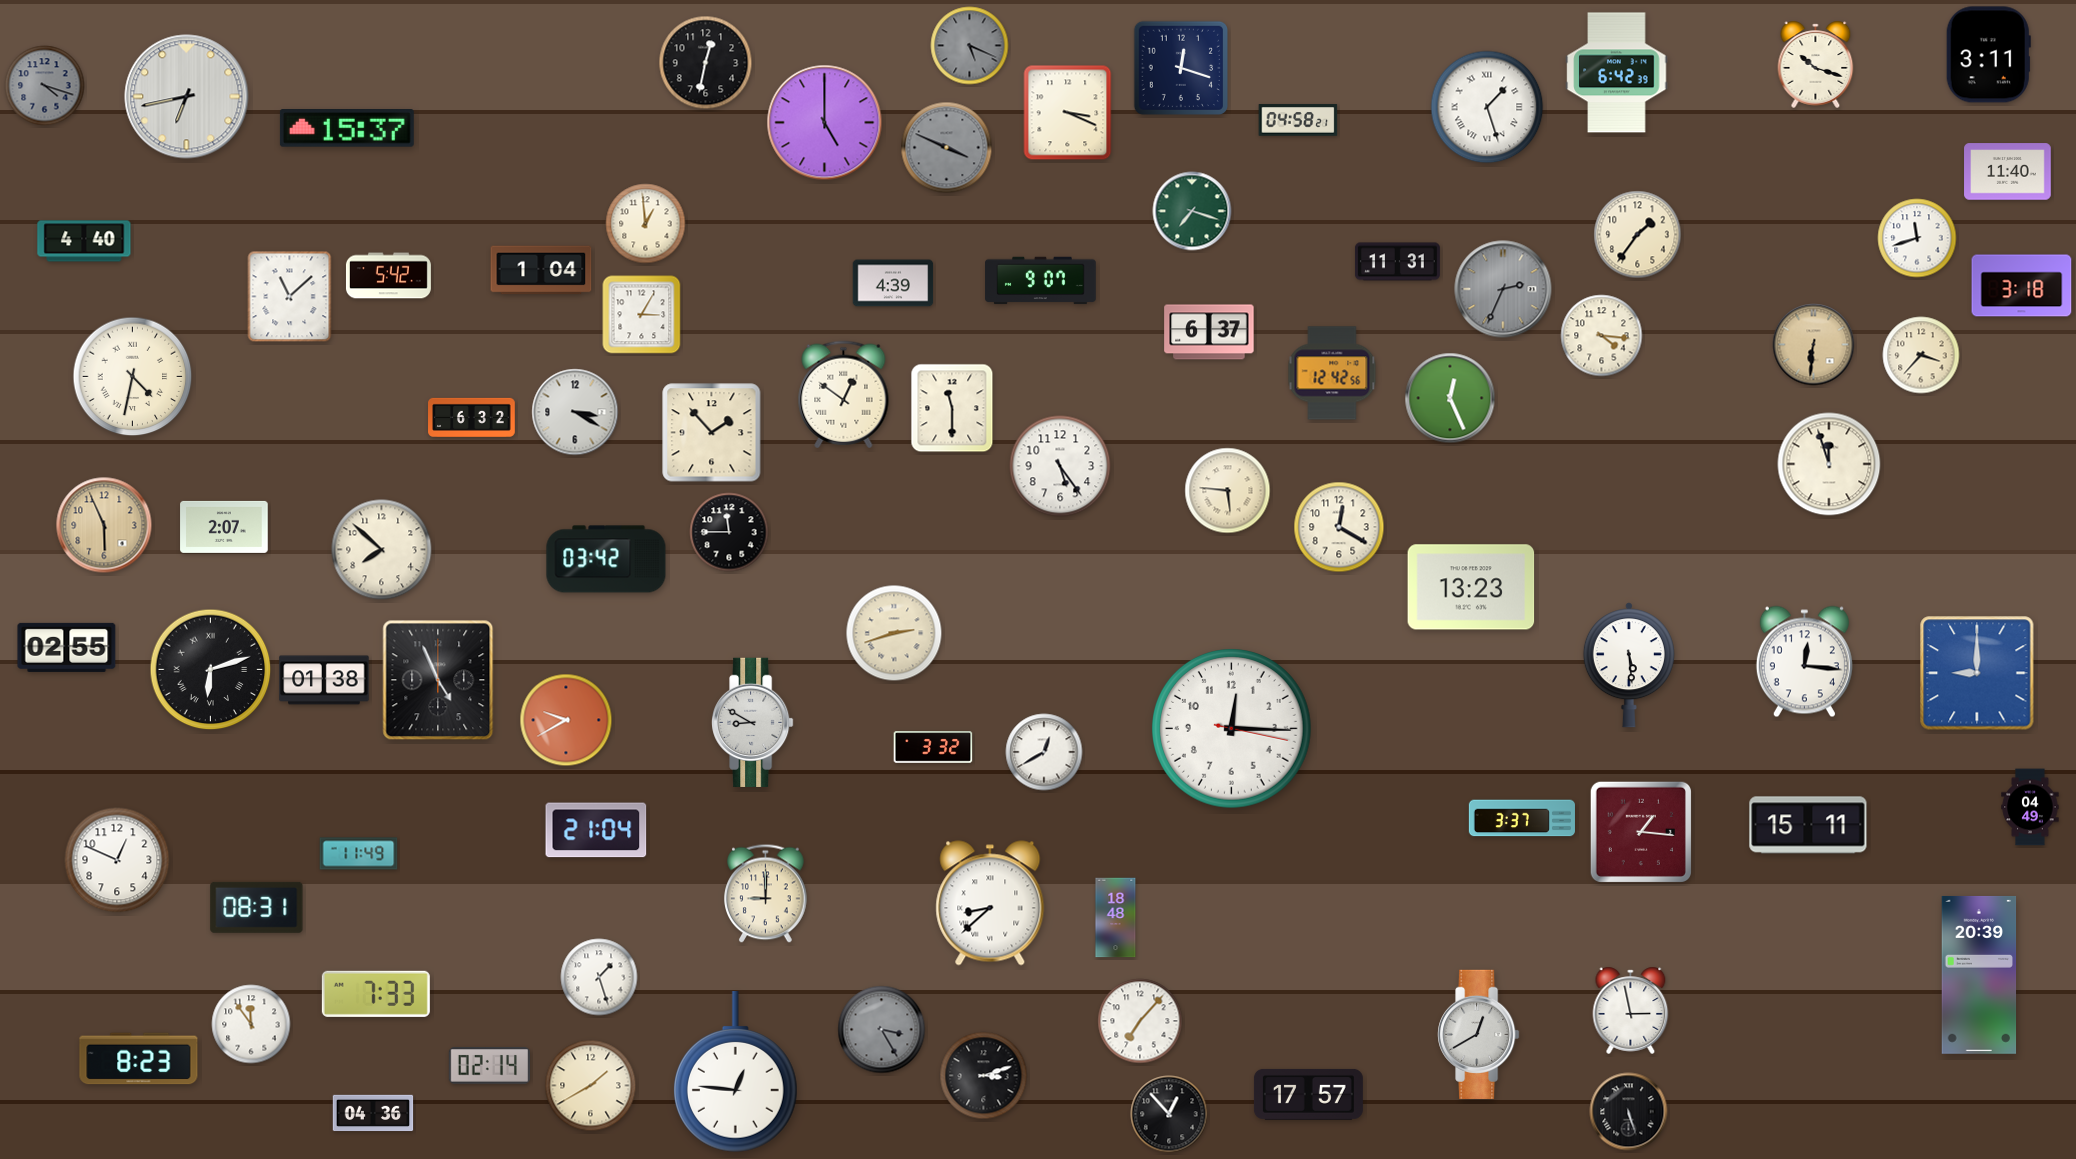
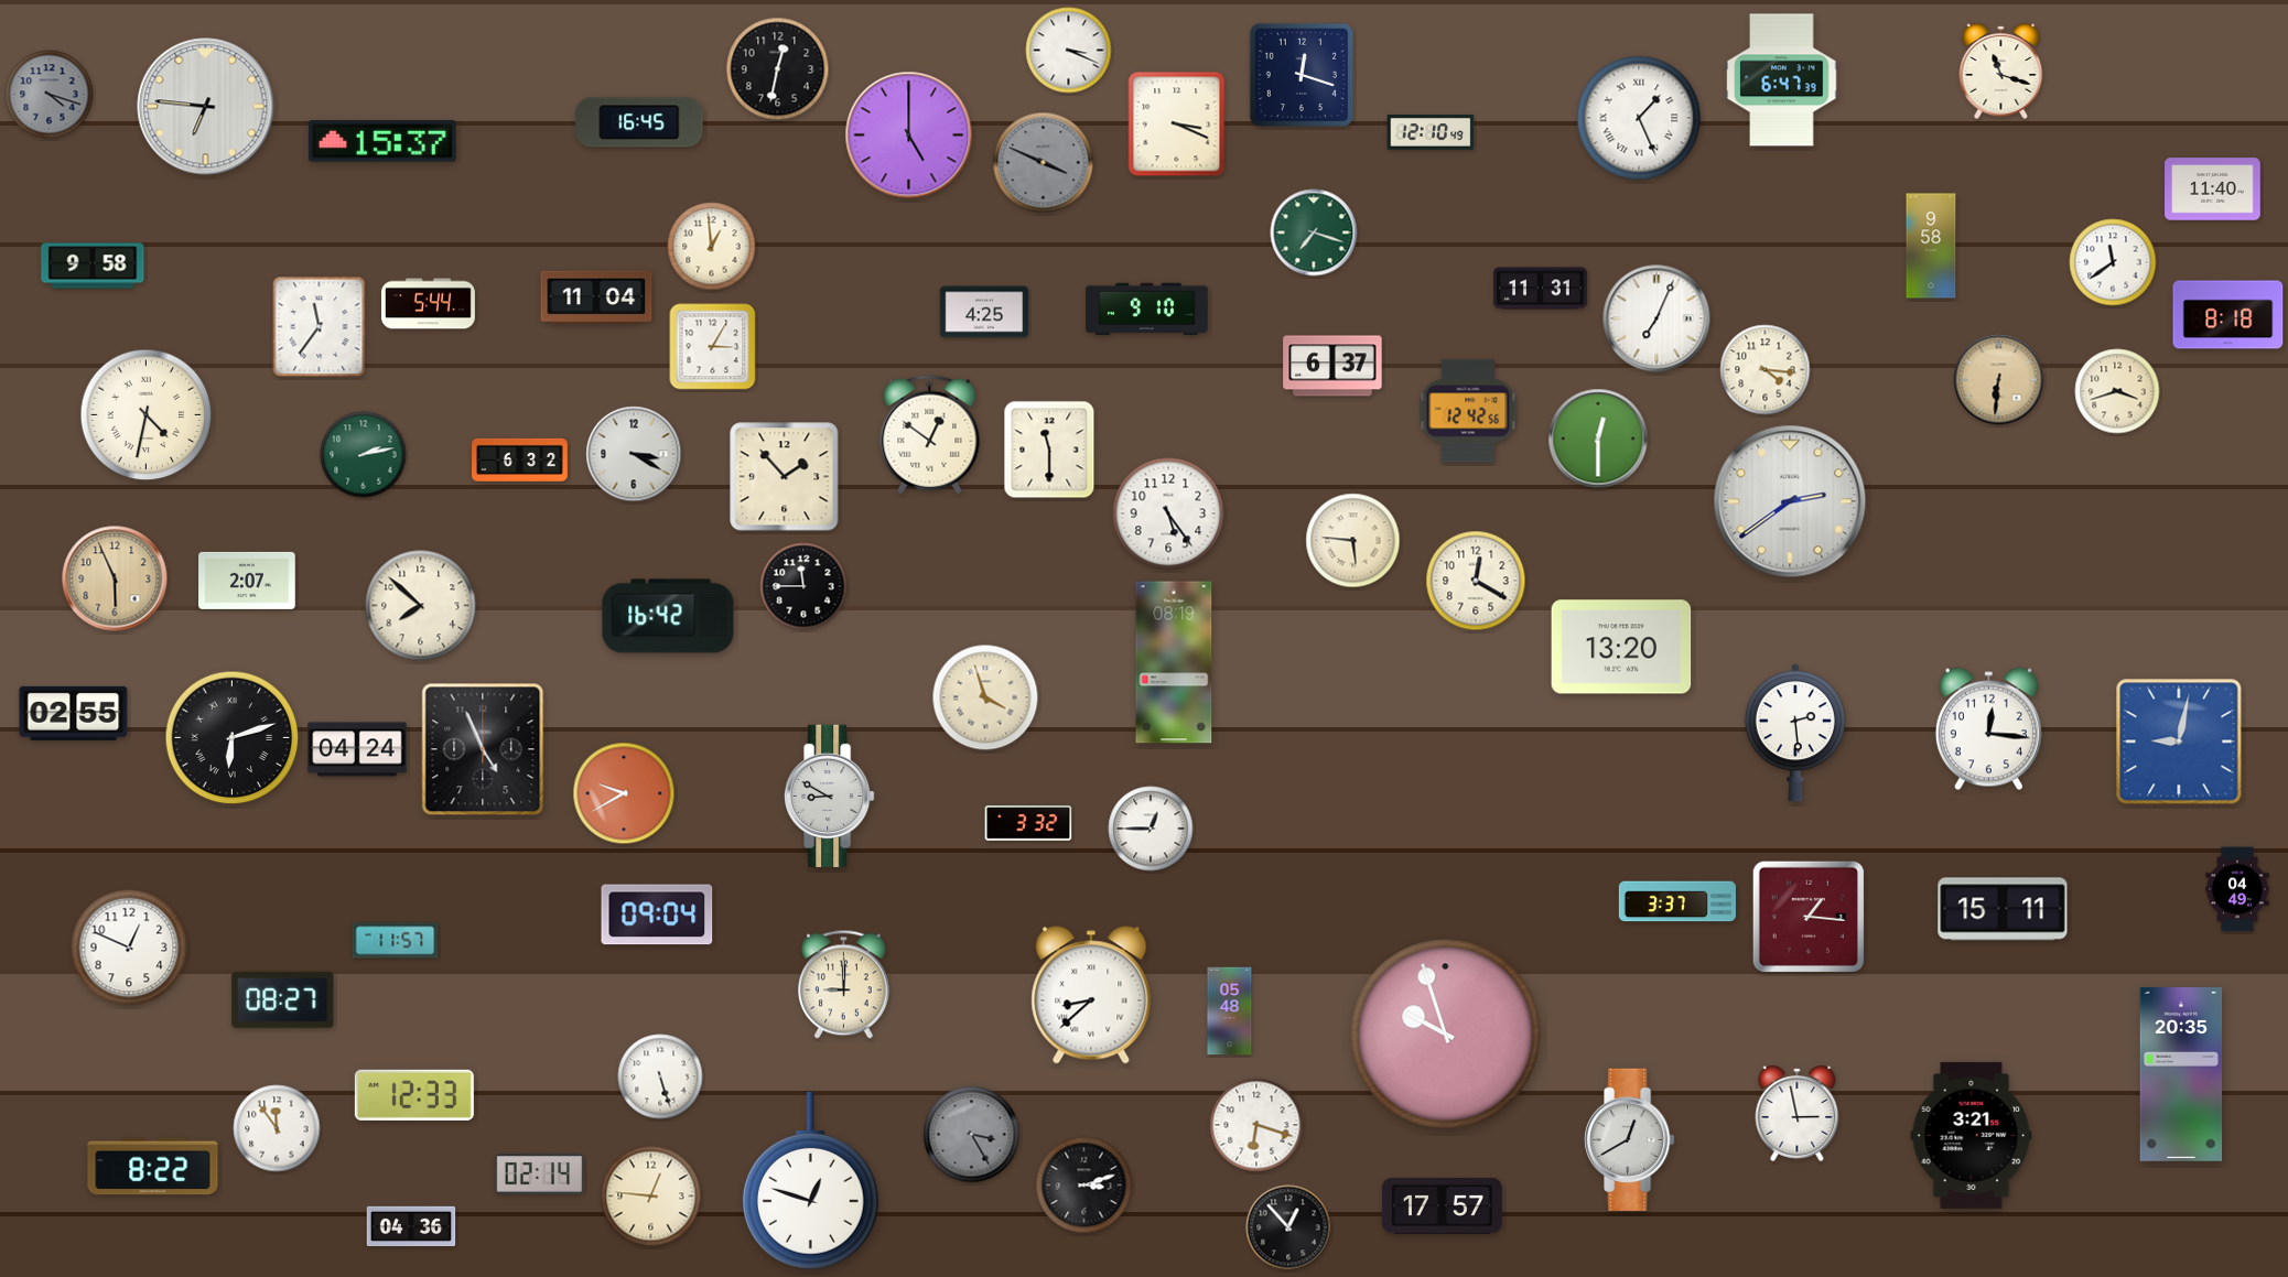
clock at (970, 46): 5:19 -> 3:19
clock at (970, 46) dial: grey -> white
clock at (1988, 55): 3:11 -> none
clock at (1816, 64): 10:18 -> 11:18
clock at (1617, 73): 6:42 -> 6:47
clock at (187, 97): 6:43 -> 6:46
clock at (1487, 107): 1:27 -> 1:26
clock at (639, 122): none -> 16:45
clock at (1298, 120): 04:58 -> 12:10
clock at (1931, 246): none -> 9:58
clock at (1638, 235): 1:36 -> none
clock at (1917, 238): 11:42 -> 11:39
clock at (84, 241): 4:40 -> 9:58
clock at (541, 270): 1:04 -> 11:04
clock at (388, 276): 5:42 -> 5:44
clock at (1041, 281): 9:07 -> 9:10
clock at (893, 283): 4:39 -> 4:25
clock at (2022, 286): 3:18 -> 8:18
clock at (1503, 289): 2:34 -> 7:04
clock at (1503, 289) dial: grey -> white
clock at (290, 297): 11:08 -> 11:36
clock at (642, 315) position: (642, 315) -> (713, 347)
clock at (1921, 355): 3:37 -> 3:42
clock at (1450, 398): 12:26 -> 12:30
clock at (364, 455): none -> 2:13
clock at (1790, 501): none -> 2:39
clock at (1829, 464): 11:57 -> none
clock at (606, 559): 03:42 -> 16:42
clock at (1471, 587): 13:23 -> 13:20
clock at (1174, 662): none -> 08:19
clock at (894, 633): 2:42 -> 3:57
clock at (1629, 665): 5:29 -> 2:29
clock at (1977, 673): 9:00 -> 9:02
clock at (324, 680): 01:38 -> 04:24
clock at (1232, 729): 12:15 -> none
clock at (1044, 752): 12:40 -> 12:45
clock at (1808, 825) position: (1808, 825) -> (2003, 909)
clock at (596, 830): 21:04 -> 09:04
clock at (359, 854): 11:49 -> 11:57
clock at (257, 907): 08:31 -> 08:27
clock at (1116, 918): 18:48 -> 05:48
clock at (1446, 1035): none -> 9:57
clock at (1979, 975): 20:39 -> 20:35
clock at (599, 977): 1:27 -> 5:27
clock at (376, 994): 7:33 -> 12:33
clock at (1140, 1021): 7:07 -> 6:18
clock at (1972, 1135): none -> 3:21
clock at (139, 1059): 8:23 -> 8:22
clock at (735, 1072): 12:46 -> 12:48
clock at (591, 1086): 1:40 -> 12:46
clock at (1629, 1112): 5:27 -> none
